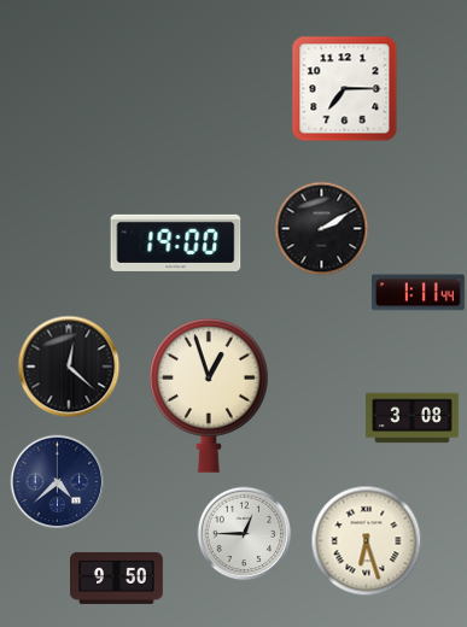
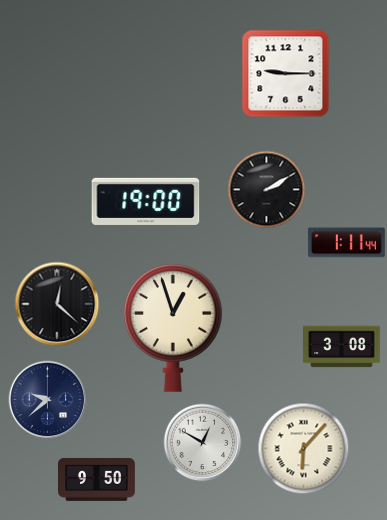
clock at (344, 88): 7:15 -> 9:15
clock at (57, 481): 4:38 -> 9:38
clock at (244, 533): 12:45 -> 12:50
clock at (366, 540): 6:27 -> 6:07
